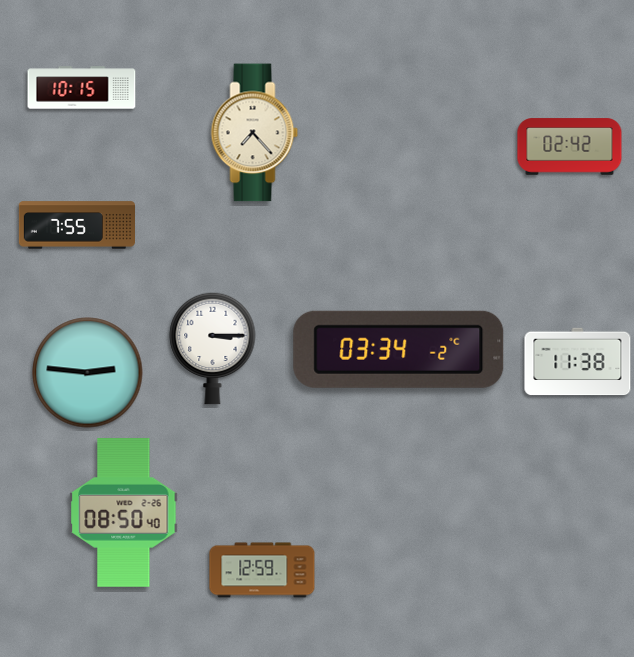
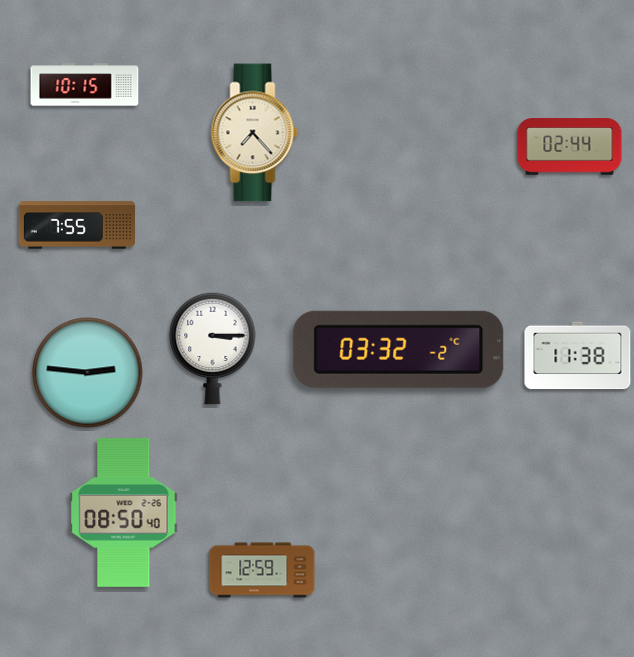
clock at (82, 88) position: (82, 88) -> (85, 85)
clock at (570, 147): 02:42 -> 02:44
clock at (399, 349): 03:34 -> 03:32
clock at (578, 362) position: (578, 362) -> (578, 356)
